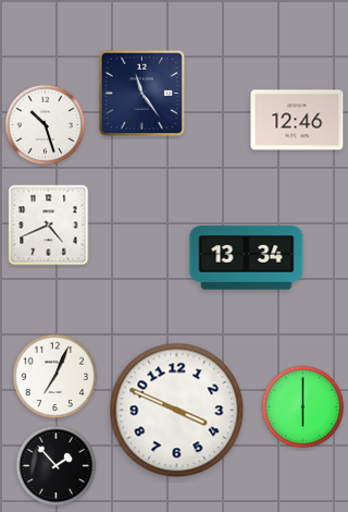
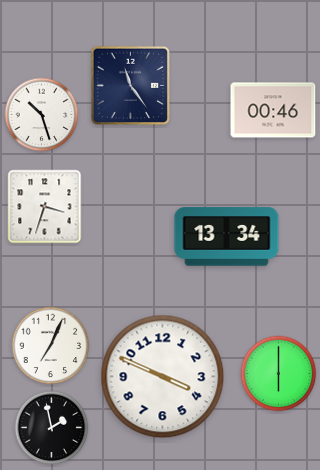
clock at (297, 120): 12:46 -> 00:46
clock at (49, 225): 4:41 -> 3:33
clock at (57, 466): 1:53 -> 1:58
